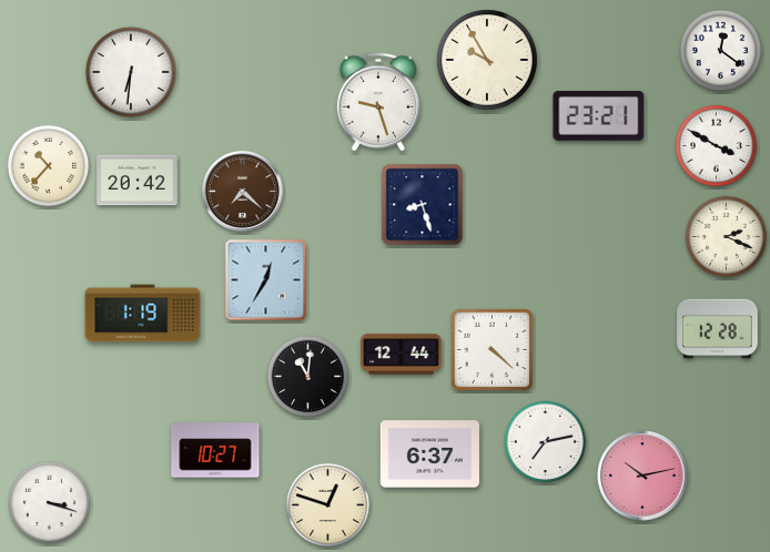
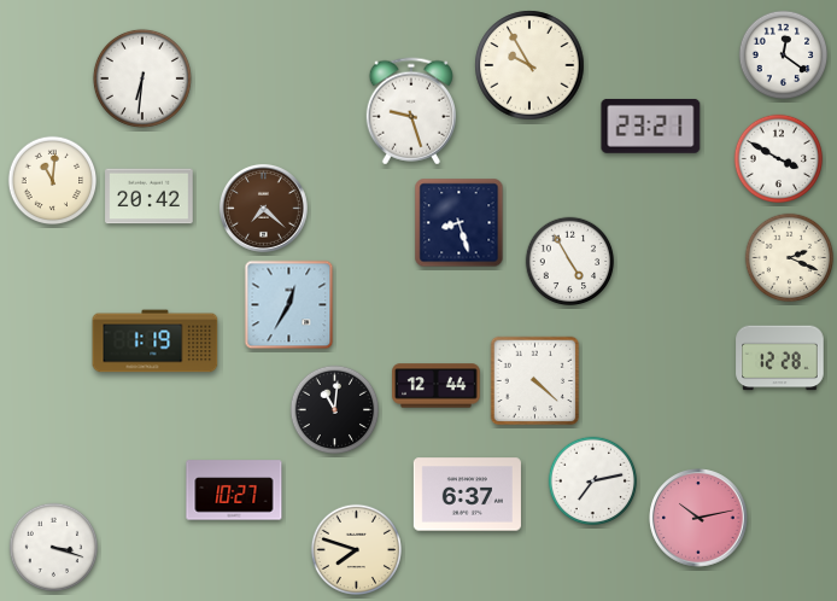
clock at (49, 166): 10:37 -> 11:01
clock at (570, 262): none -> 4:55
clock at (327, 504): 12:48 -> 7:48
